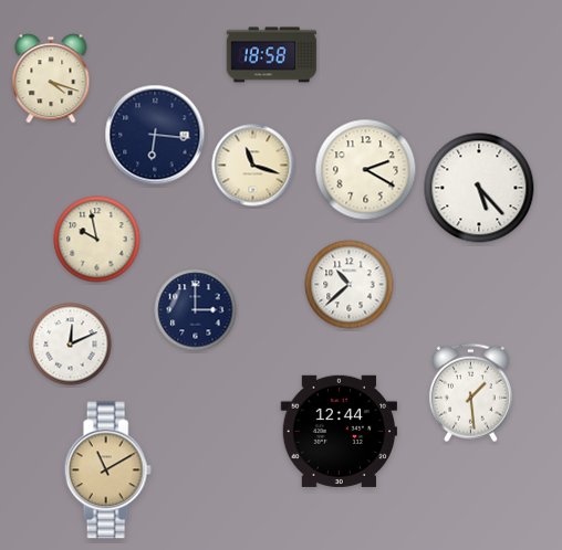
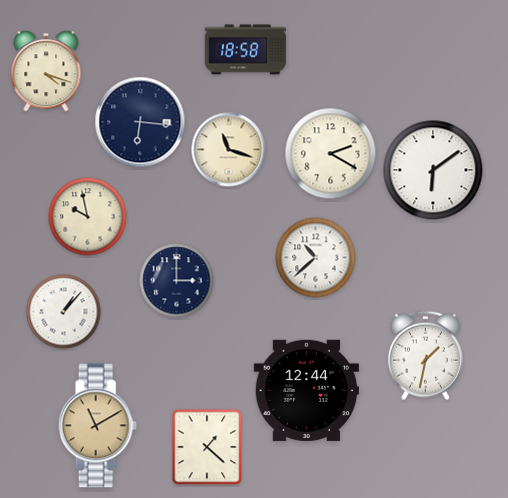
clock at (479, 188): 5:23 -> 6:09
clock at (71, 345): 12:11 -> 1:07
clock at (470, 393): 1:29 -> 1:32
clock at (207, 447): none -> 1:22
